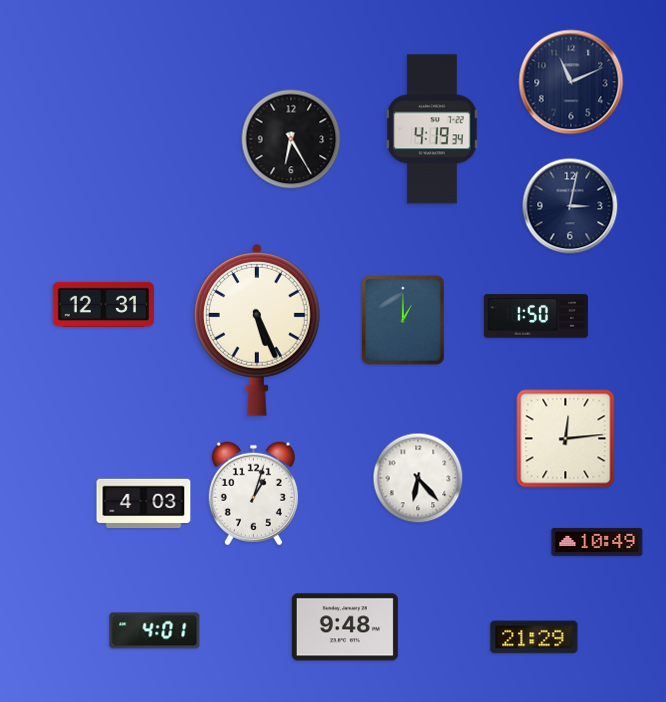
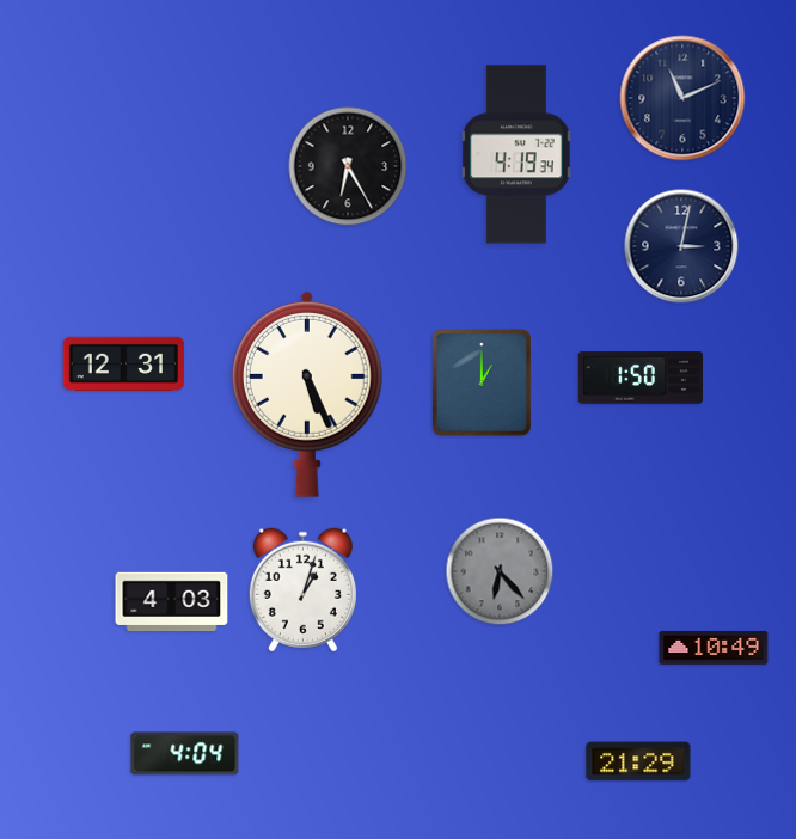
clock at (566, 439): 12:14 -> none
clock at (418, 478) dial: white -> grey
clock at (345, 627): 9:48 -> none
clock at (155, 631): 4:01 -> 4:04
